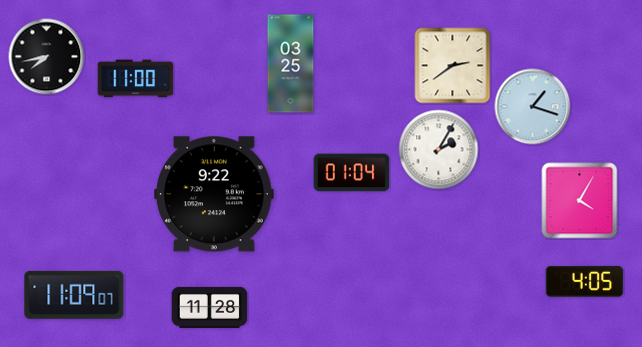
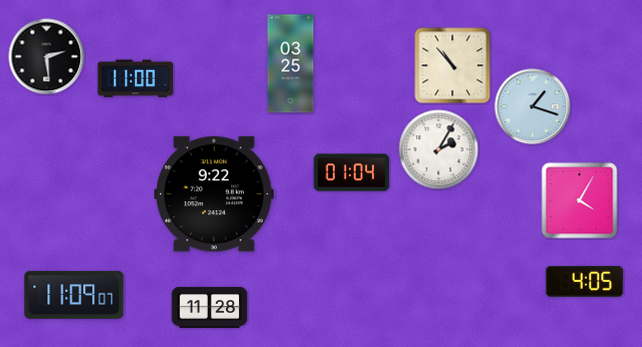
clock at (47, 57): 7:43 -> 2:29
clock at (453, 66): 2:39 -> 10:53
